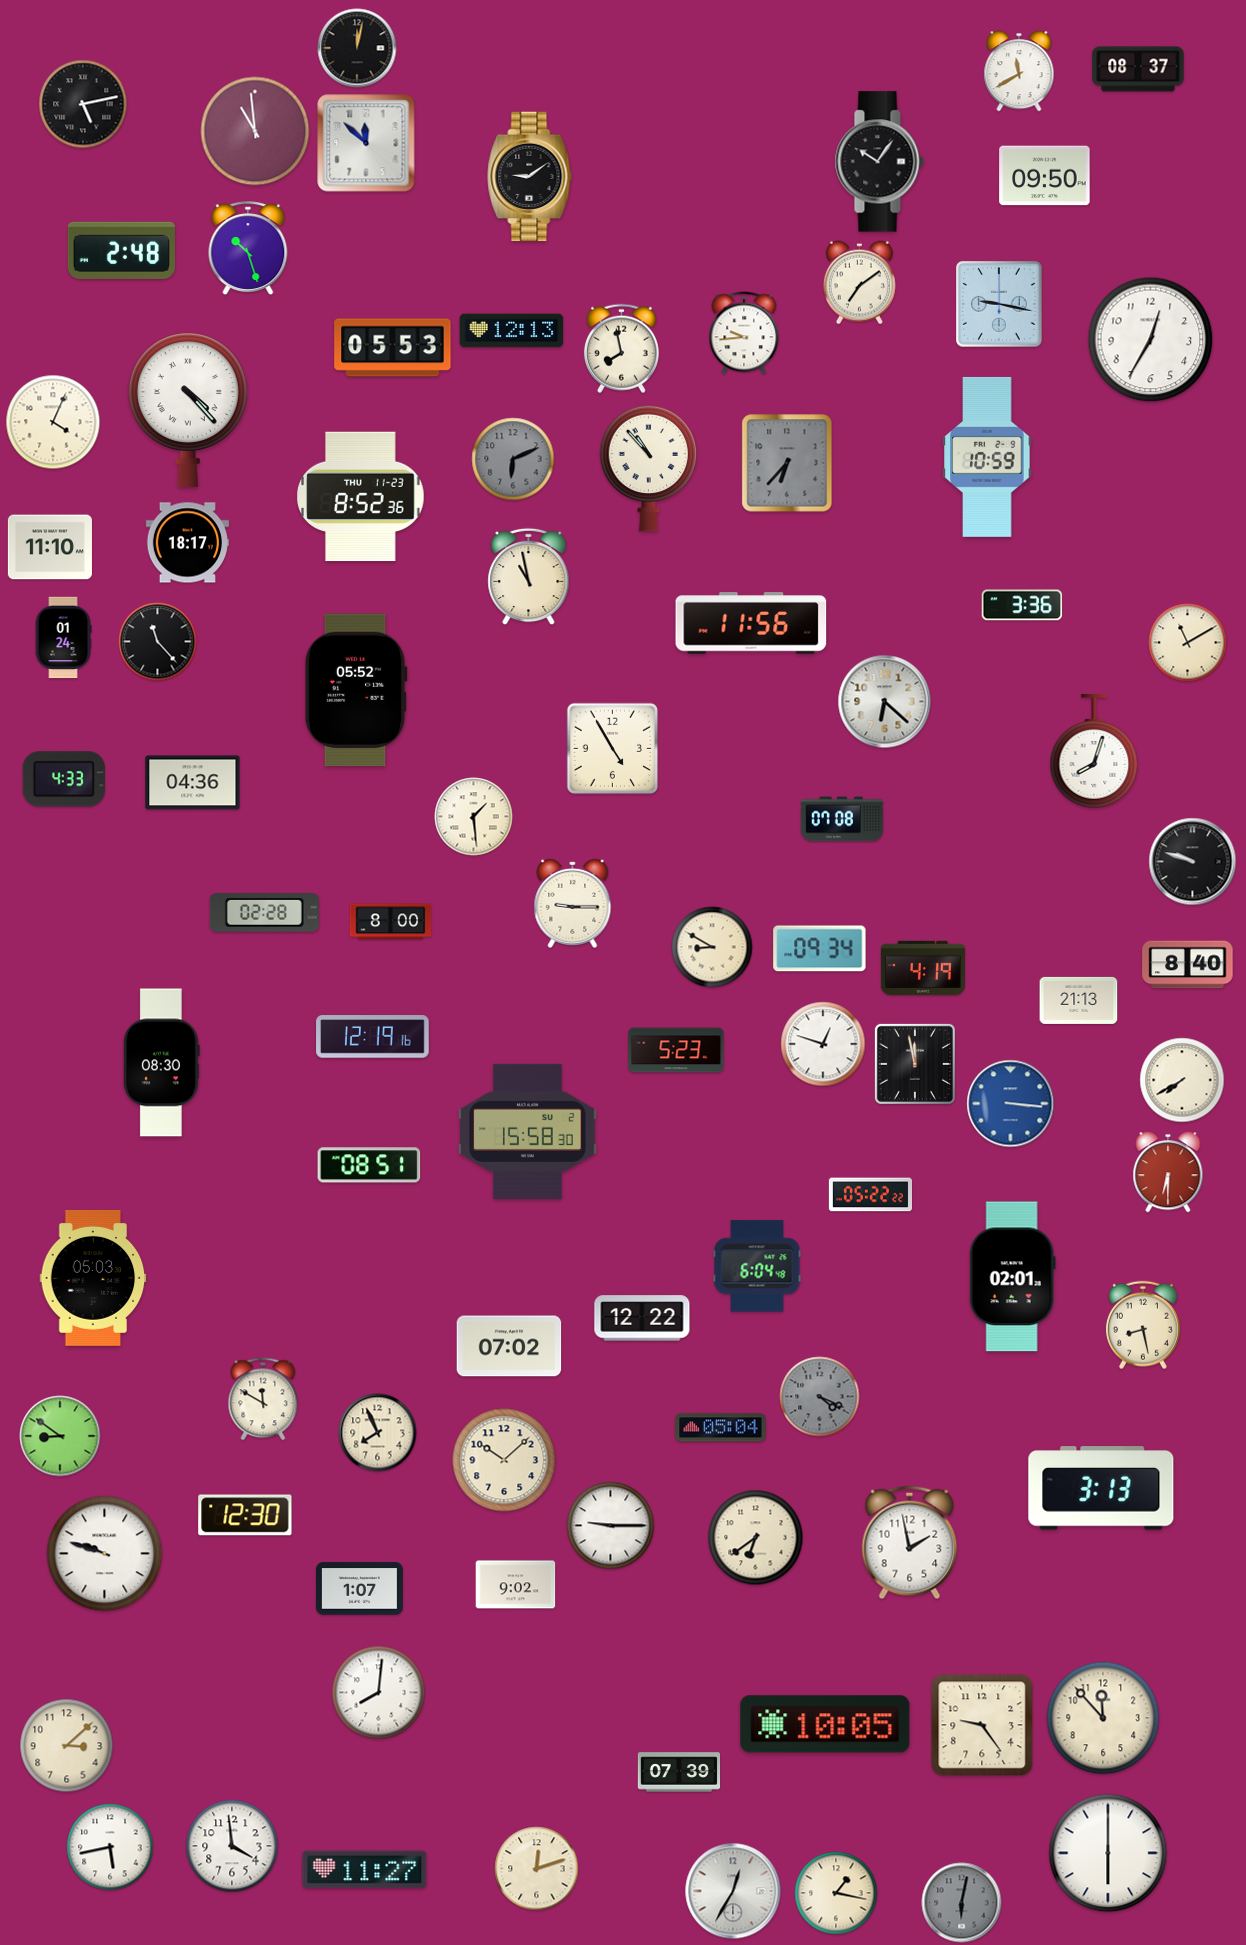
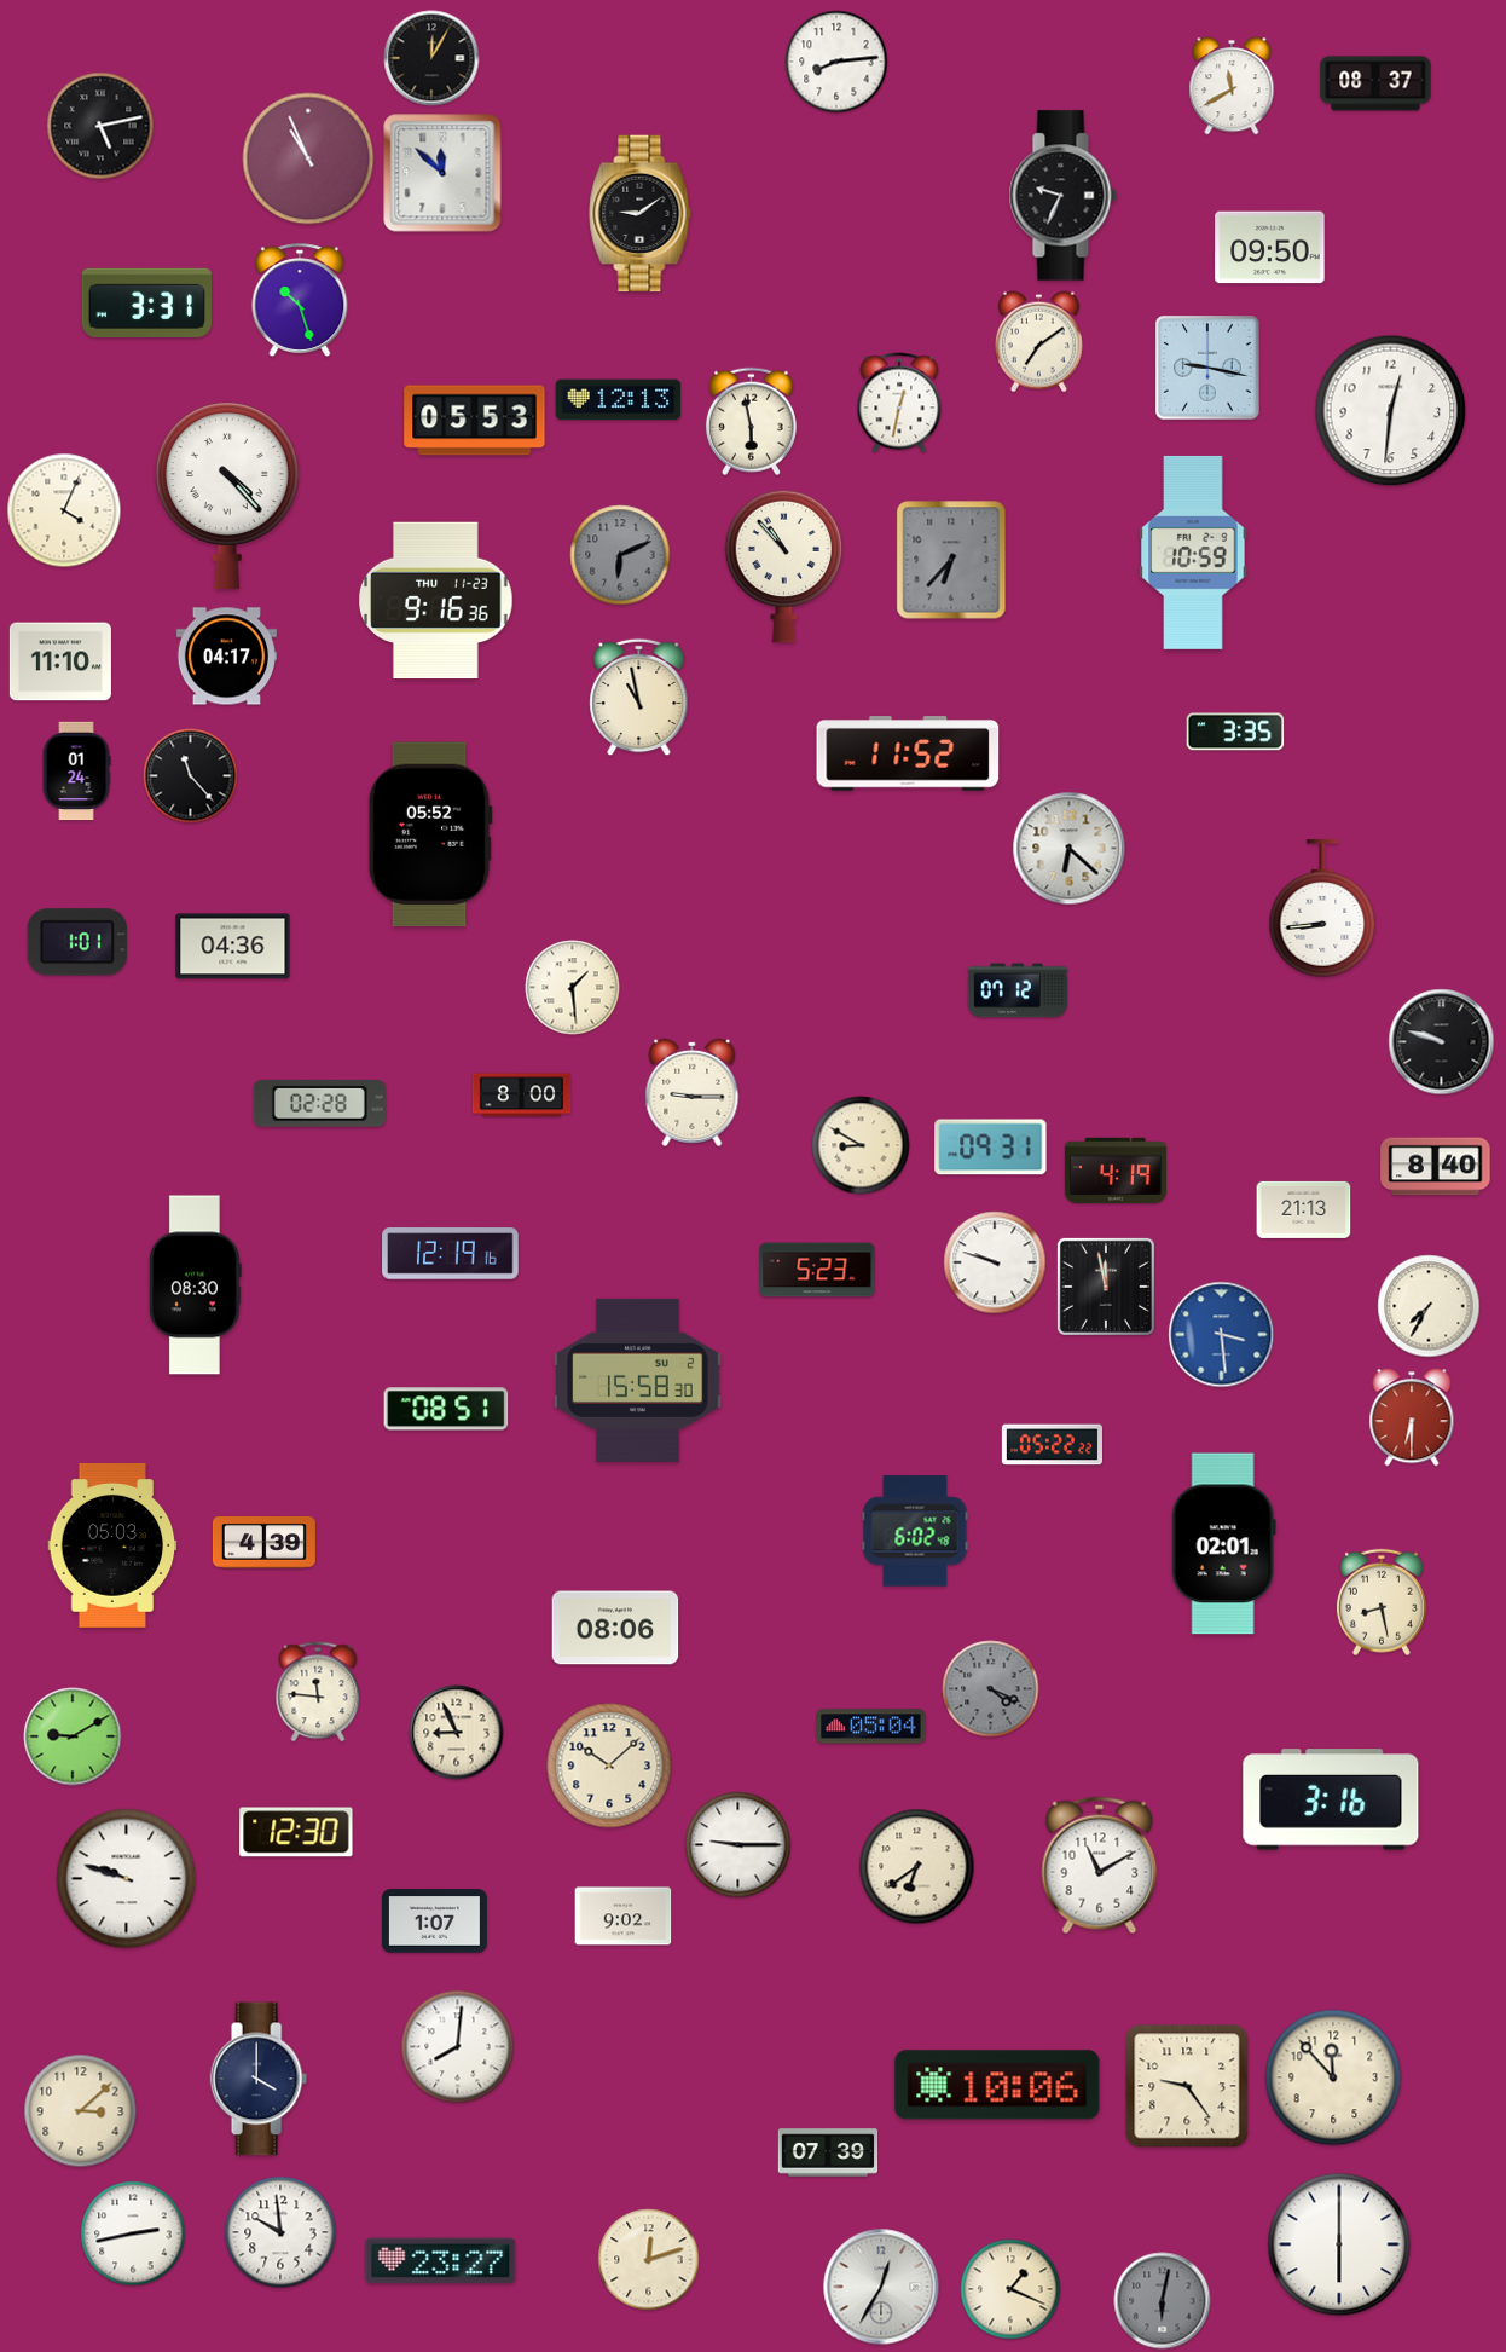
clock at (357, 48): 12:02 -> 12:05
clock at (836, 62): none -> 8:14
clock at (255, 131): 10:59 -> 10:56
clock at (879, 162): 10:06 -> 9:34
clock at (1045, 176) position: (1045, 176) -> (1270, 248)
clock at (121, 250): 2:48 -> 3:31
clock at (744, 333): 9:44 -> 12:32
clock at (1151, 340): 12:35 -> 12:31
clock at (621, 349): 7:58 -> 5:58
clock at (361, 497): 8:52 -> 9:16
clock at (187, 543): 18:17 -> 04:17
clock at (1022, 605): 3:36 -> 3:35
clock at (751, 623): 11:56 -> 11:52
clock at (1188, 643): 11:10 -> none
clock at (613, 749): 4:55 -> none
clock at (1094, 751): 8:03 -> 8:44
clock at (64, 779): 4:33 -> 1:01
clock at (842, 819): 07:08 -> 07:12
clock at (391, 922) position: (391, 922) -> (522, 1096)
clock at (820, 949): 09:34 -> 09:31
clock at (823, 1044): 12:48 -> 9:48
clock at (1182, 1080): 7:40 -> 7:35
clock at (1011, 1104): 3:16 -> 3:29
clock at (528, 1131) position: (528, 1131) -> (638, 1380)
clock at (757, 1266): 6:04 -> 6:02
clock at (263, 1543): none -> 4:39
clock at (642, 1318): 12:22 -> none
clock at (509, 1346): 07:02 -> 08:06
clock at (263, 1399): 11:50 -> 11:46
clock at (378, 1433): 7:56 -> 8:56
clock at (60, 1436): 8:51 -> 9:10
clock at (1101, 1488): 3:13 -> 3:16
clock at (756, 1538) position: (756, 1538) -> (917, 1867)
clock at (910, 1543): 1:58 -> 11:10
clock at (259, 2079): none -> 4:00
clock at (825, 1724): 10:05 -> 10:06
clock at (679, 1772) position: (679, 1772) -> (828, 2152)
clock at (232, 1846): 3:59 -> 9:59
clock at (110, 1847): 5:43 -> 2:43
clock at (1108, 1853) position: (1108, 1853) -> (1339, 2244)
clock at (365, 1870): 11:27 -> 23:27
clock at (733, 1891) position: (733, 1891) -> (881, 2287)
clock at (836, 1893): 1:17 -> 1:19
